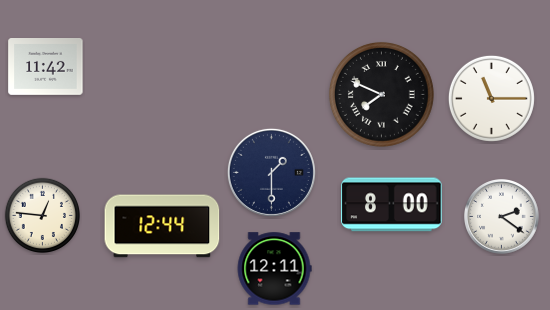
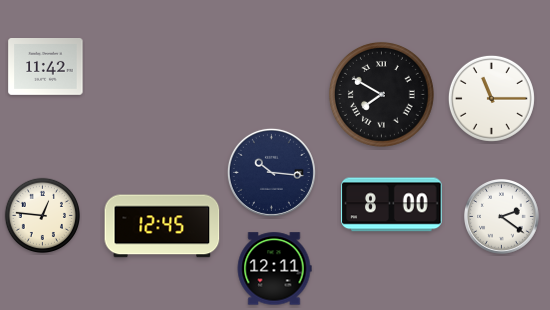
clock at (381, 94): 7:49 -> 7:50
clock at (271, 172): 1:30 -> 10:16
clock at (162, 226): 12:44 -> 12:45
